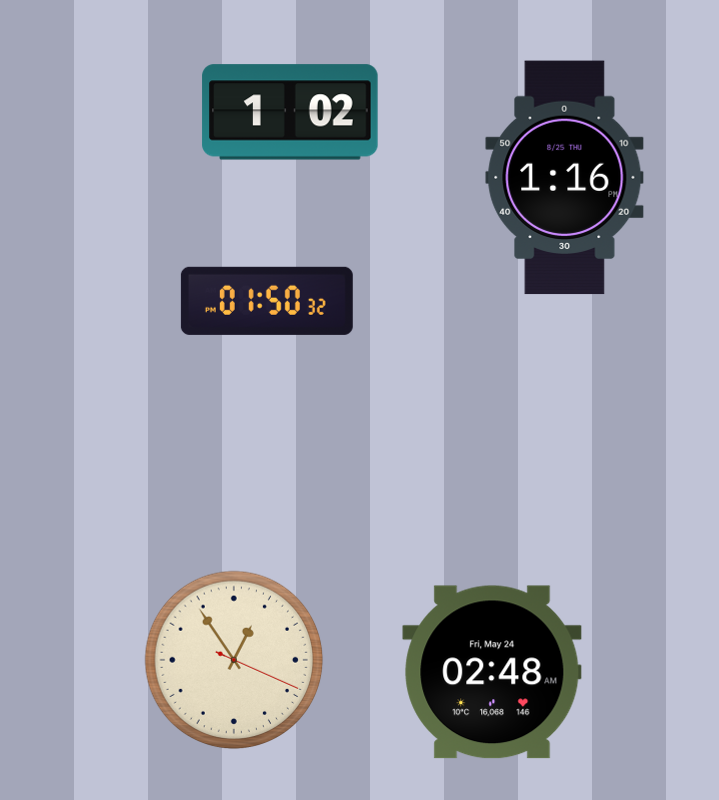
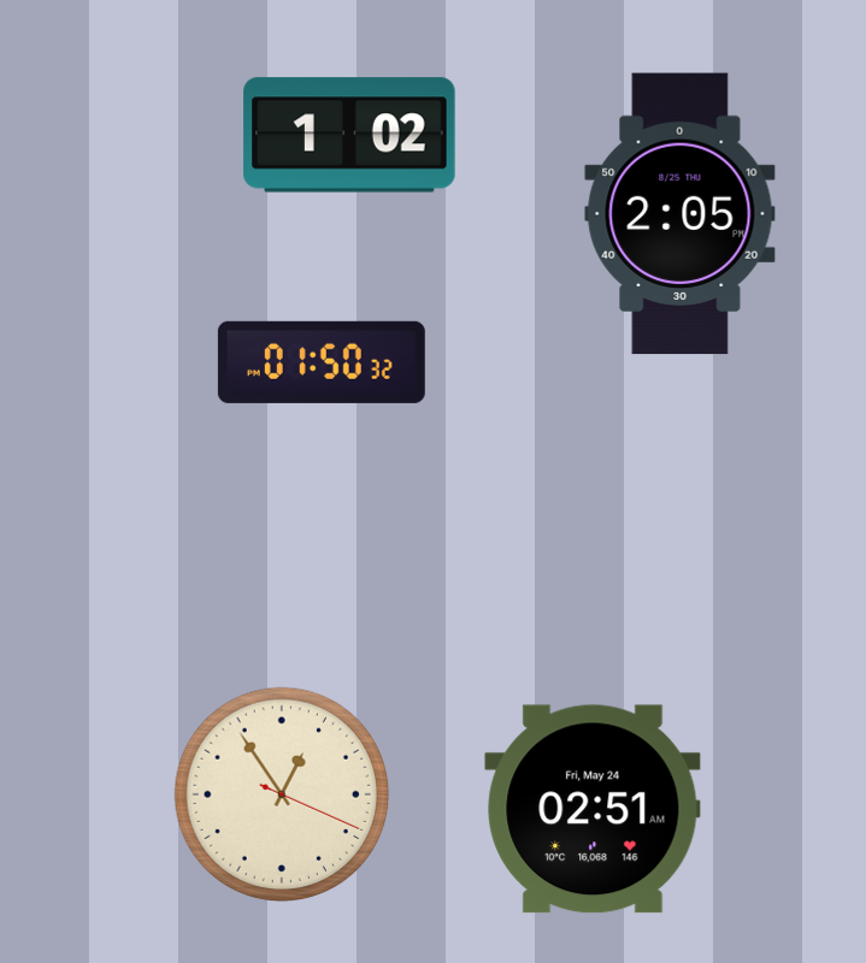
clock at (565, 178): 1:16 -> 2:05
clock at (492, 672): 02:48 -> 02:51
